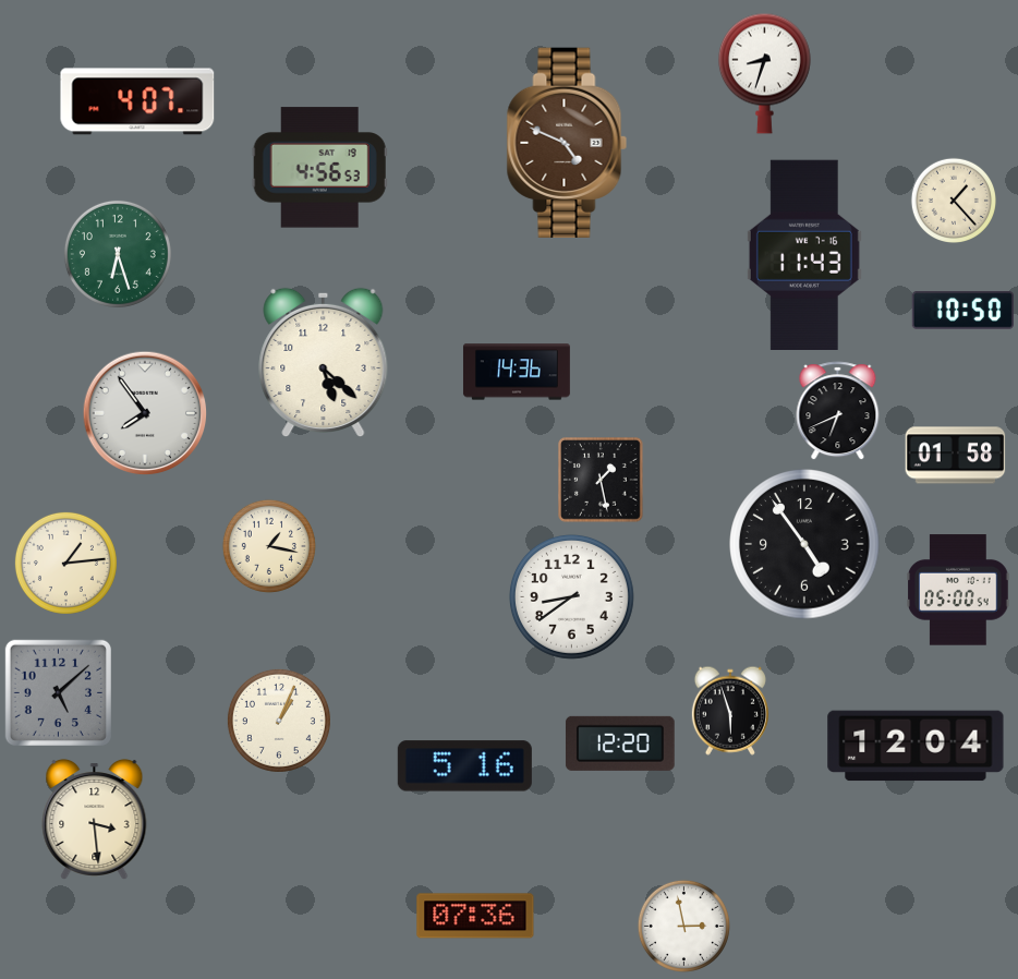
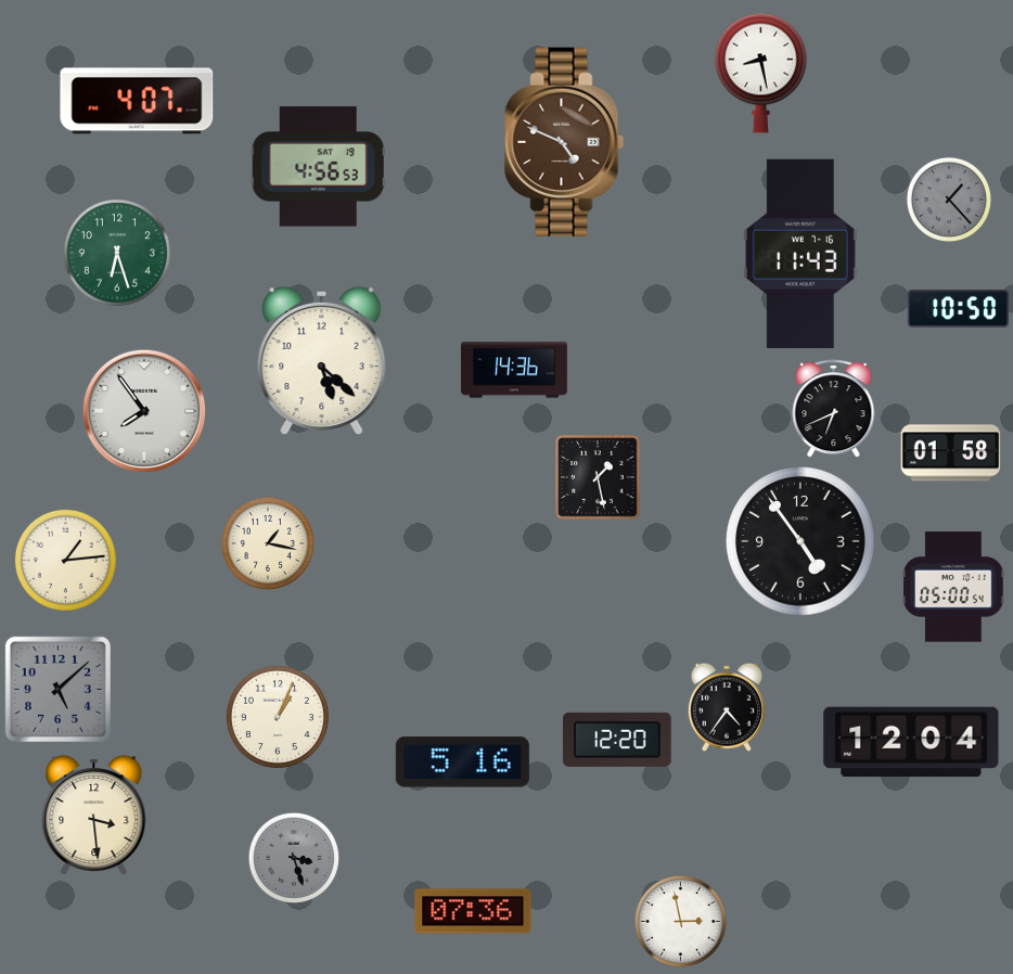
clock at (764, 73): 8:33 -> 8:28
clock at (953, 200) dial: cream -> grey
clock at (571, 596): 8:39 -> none
clock at (730, 711): 5:57 -> 4:36
clock at (294, 858): none -> 3:27
